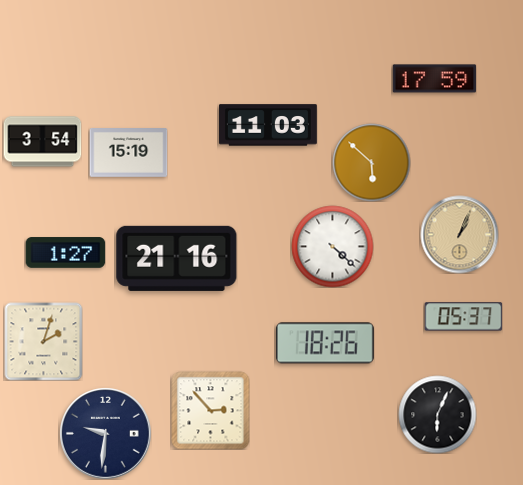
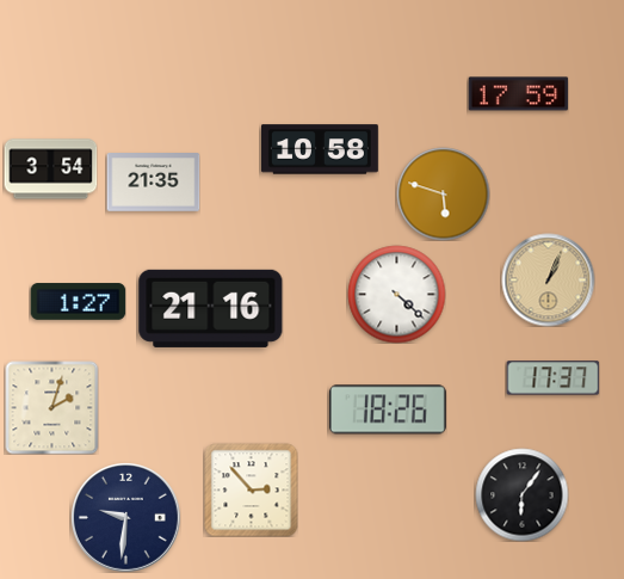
clock at (268, 125): 11:03 -> 10:58
clock at (128, 153): 15:19 -> 21:35
clock at (371, 162): 5:52 -> 5:48
clock at (463, 317): 05:37 -> 17:37
clock at (437, 414): 6:04 -> 6:06
